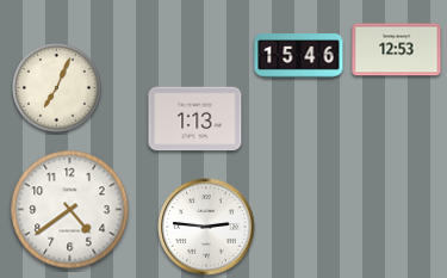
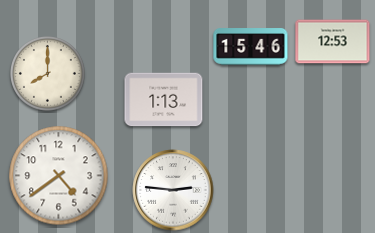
clock at (57, 88): 7:04 -> 8:00
